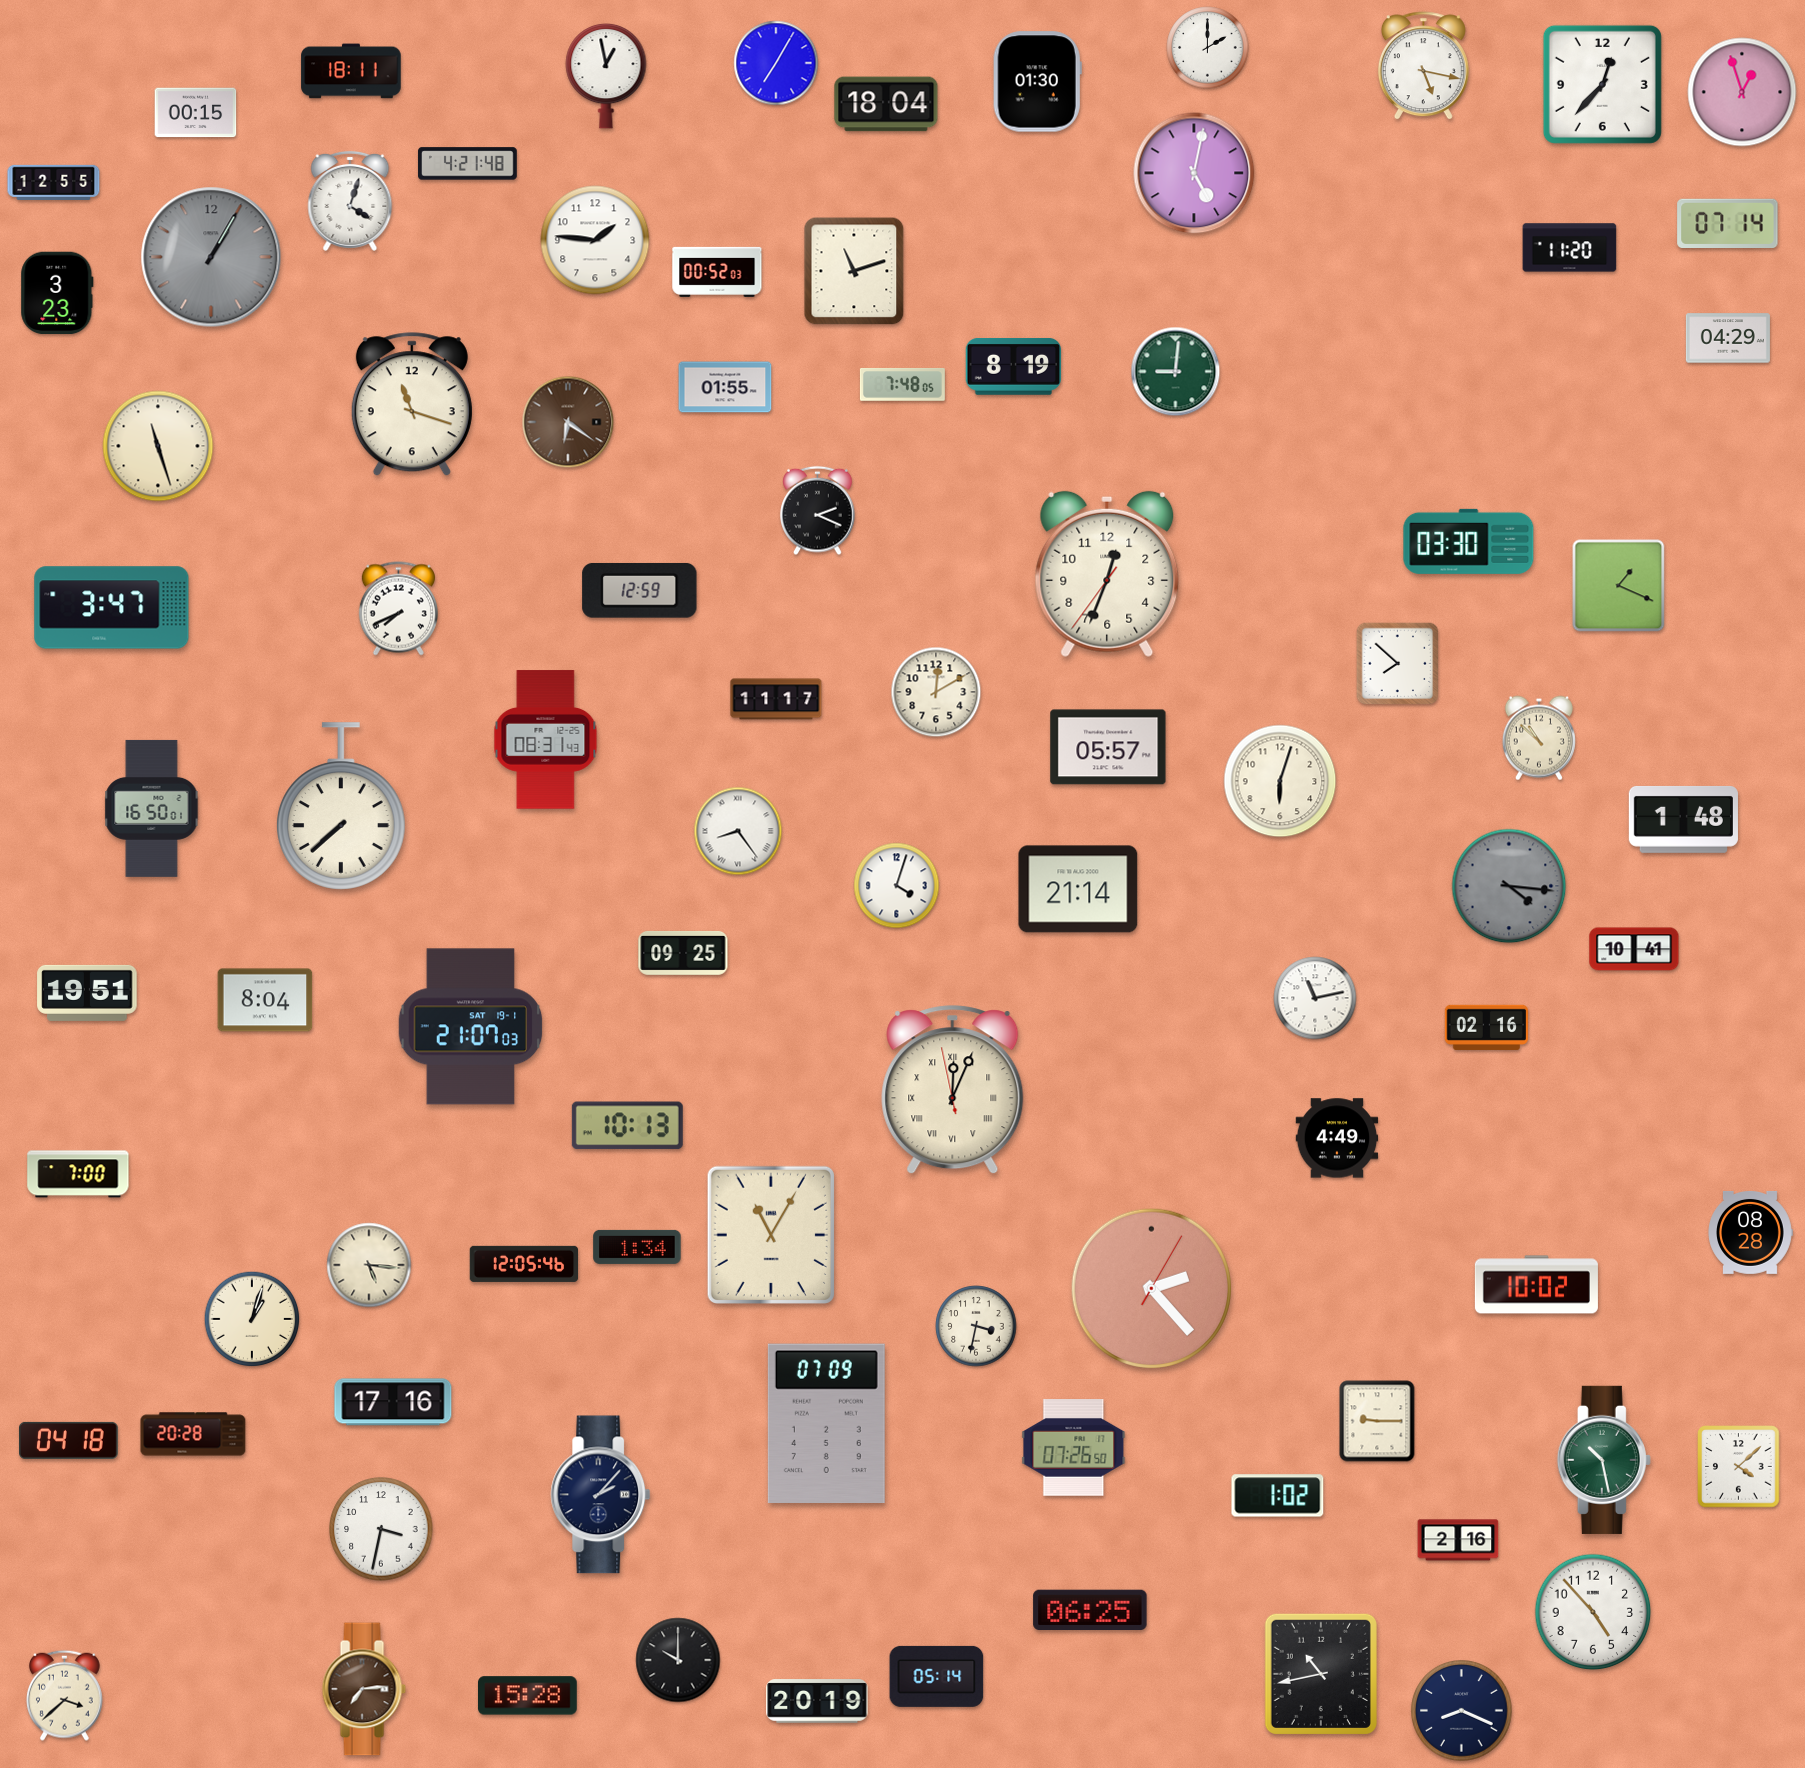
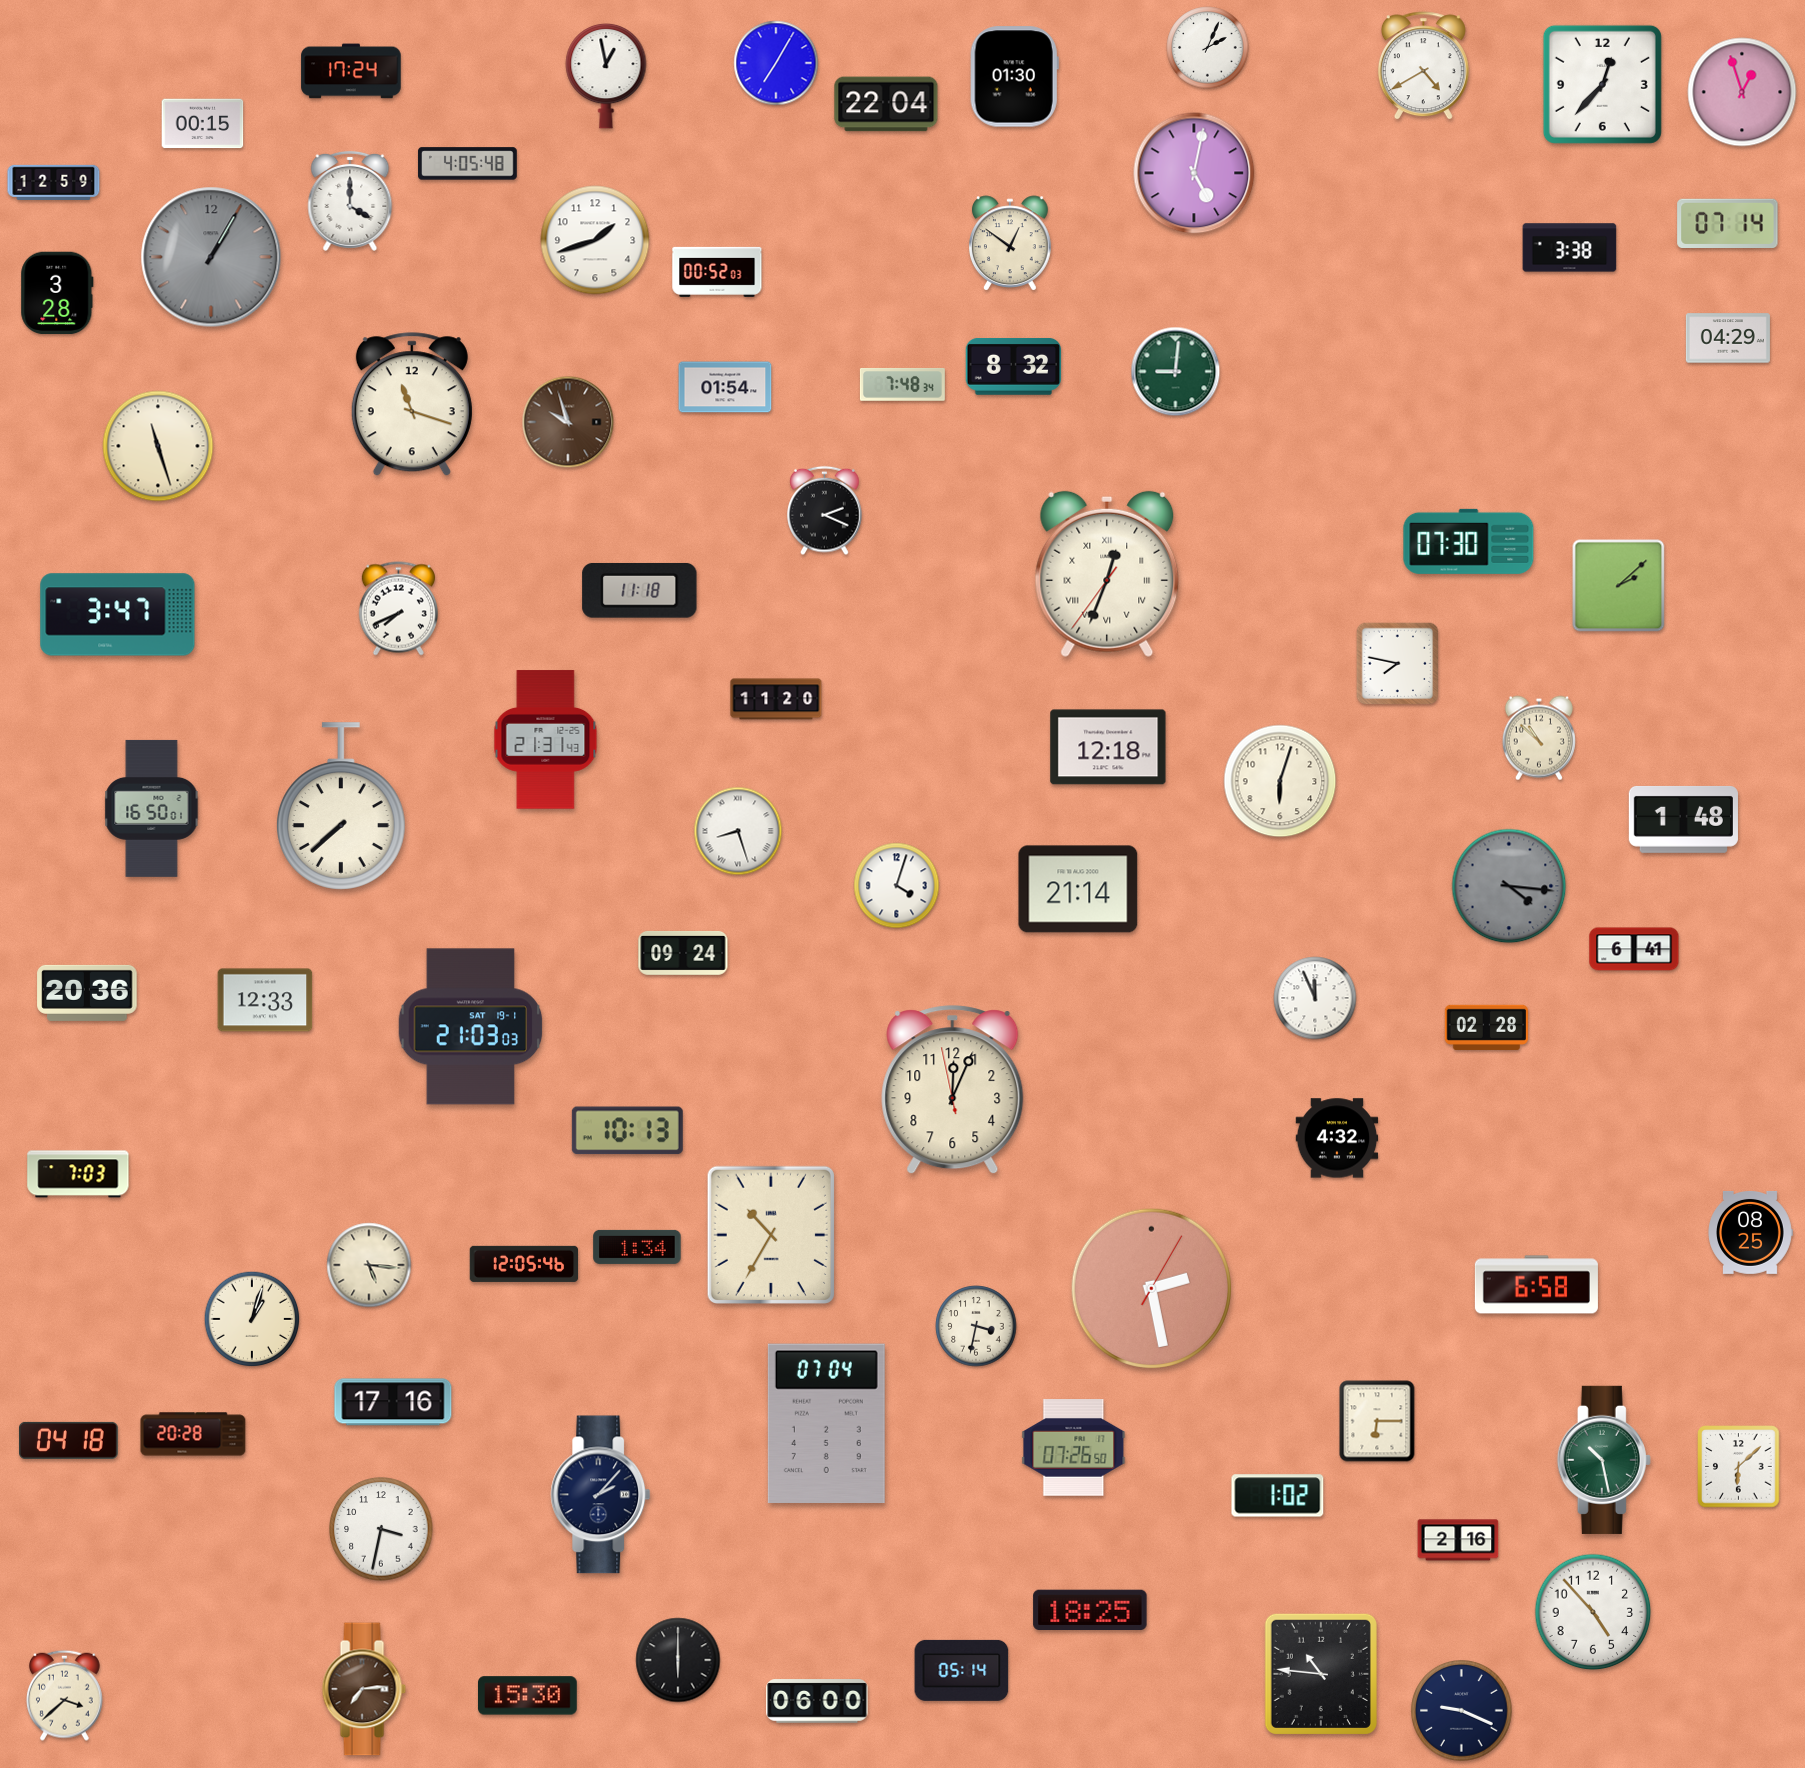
clock at (1208, 48): 2:00 -> 2:04
clock at (1423, 66): 5:17 -> 4:40
clock at (351, 71): 18:11 -> 17:24
clock at (1037, 82) position: (1037, 82) -> (1014, 77)
clock at (886, 104): 18:04 -> 22:04
clock at (196, 113) position: (196, 113) -> (203, 124)
clock at (468, 164): 4:21 -> 4:05
clock at (54, 182): 12:55 -> 12:59
clock at (350, 201): 4:03 -> 4:00
clock at (595, 240): 1:46 -> 1:42
clock at (1011, 243): none -> 12:51
clock at (1570, 248): 11:20 -> 3:38
clock at (854, 271): 11:12 -> none
clock at (57, 293): 3:23 -> 3:28
clock at (1014, 367): 8:19 -> 8:32
clock at (902, 385): 7:48:05 -> 7:48:34
clock at (725, 387): 01:55 -> 01:54
clock at (568, 422): 6:21 -> 9:57
clock at (818, 511) position: (818, 511) -> (825, 511)
clock at (1469, 541): 03:30 -> 07:30
clock at (1107, 574) numerals: Arabic -> Roman
clock at (1619, 586): 1:19 -> 2:08
clock at (640, 591): 12:59 -> 11:18
clock at (112, 608) position: (112, 608) -> (118, 615)
clock at (1398, 664): 7:52 -> 7:47
clock at (936, 692): 12:10 -> none
clock at (776, 699): 11:17 -> 11:20
clock at (546, 740): 08:31 -> 21:31
clock at (1108, 747): 05:57 -> 12:18
clock at (738, 831): 8:24 -> 8:27
clock at (1634, 949): 10:41 -> 6:41
clock at (683, 953): 09:25 -> 09:24
clock at (87, 993): 19:51 -> 20:36
clock at (1315, 998): 11:13 -> 11:56
clock at (265, 1000): 8:04 -> 12:33
clock at (471, 1027): 21:07 -> 21:03
clock at (1486, 1027): 02:16 -> 02:28
clock at (953, 1090) numerals: Roman -> Arabic
clock at (627, 1126) position: (627, 1126) -> (627, 1131)
clock at (1337, 1138): 4:49 -> 4:32
clock at (78, 1174): 7:00 -> 7:03
clock at (1750, 1232): 08:28 -> 08:25
clock at (771, 1235): 11:05 -> 10:35
clock at (1536, 1285): 10:02 -> 6:58
clock at (1151, 1288): 2:23 -> 2:28
clock at (1377, 1421): 9:15 -> 6:15
clock at (826, 1423): 07:09 -> 07:04
clock at (1739, 1467): 4:08 -> 6:08
clock at (1090, 1609): 06:25 -> 18:25
clock at (678, 1660): 10:00 -> 6:00
clock at (1321, 1674): 10:43 -> 10:46
clock at (937, 1676) position: (937, 1676) -> (962, 1670)
clock at (528, 1696): 15:28 -> 15:30
clock at (817, 1701): 20:19 -> 06:00
clock at (1462, 1711): 8:19 -> 9:19
